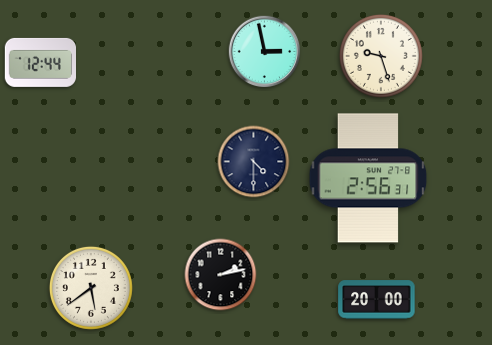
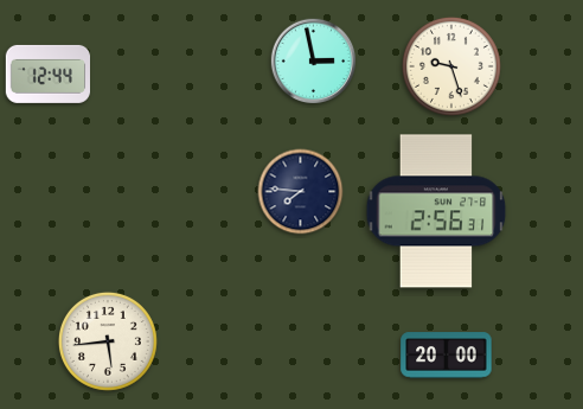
clock at (254, 162): 4:30 -> 7:46
clock at (221, 275): 2:13 -> none
clock at (91, 288): 5:39 -> 5:44
